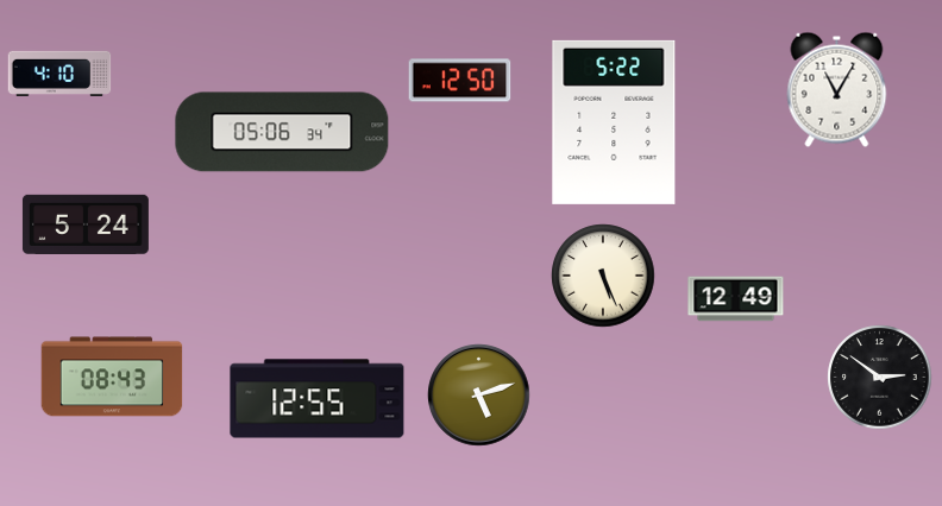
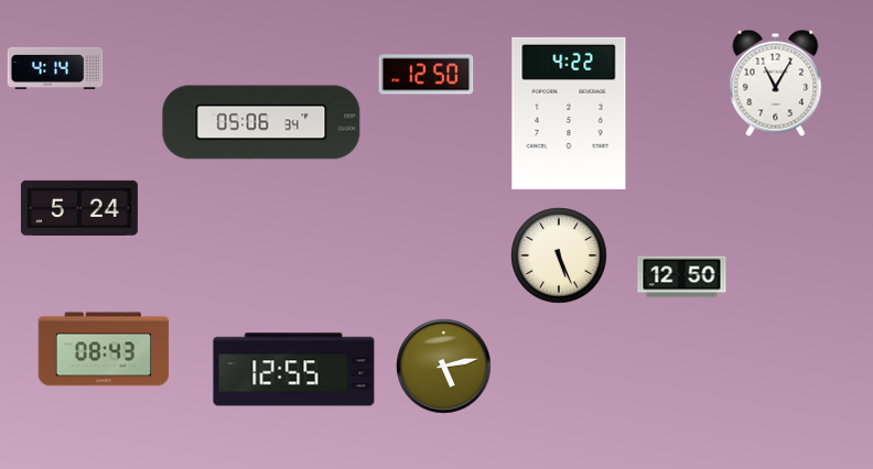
clock at (59, 74): 4:10 -> 4:14
clock at (614, 122): 5:22 -> 4:22
clock at (736, 299): 12:49 -> 12:50
clock at (880, 378): 2:51 -> none
clock at (479, 396): 5:12 -> 5:13
